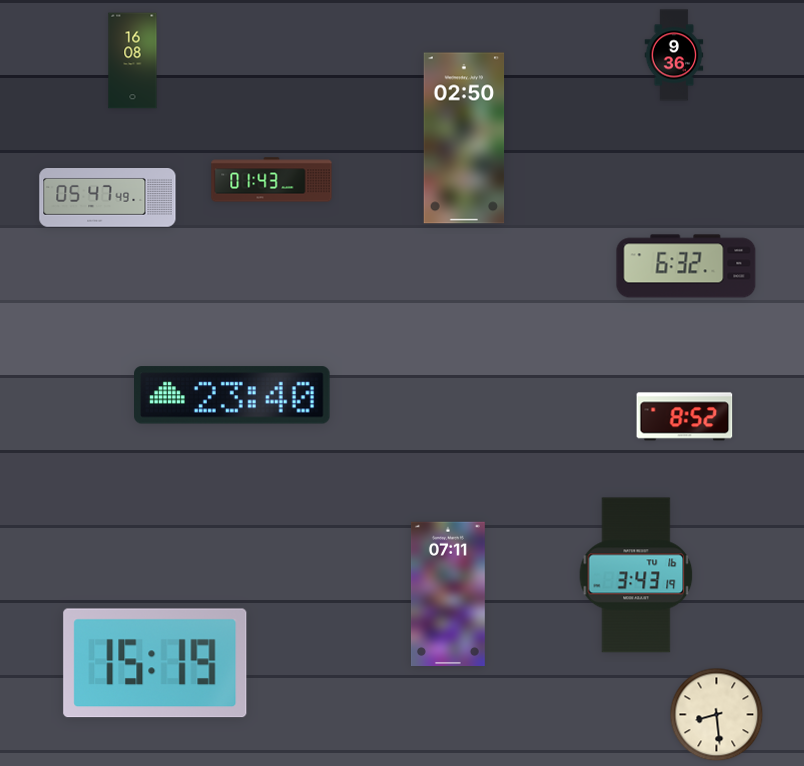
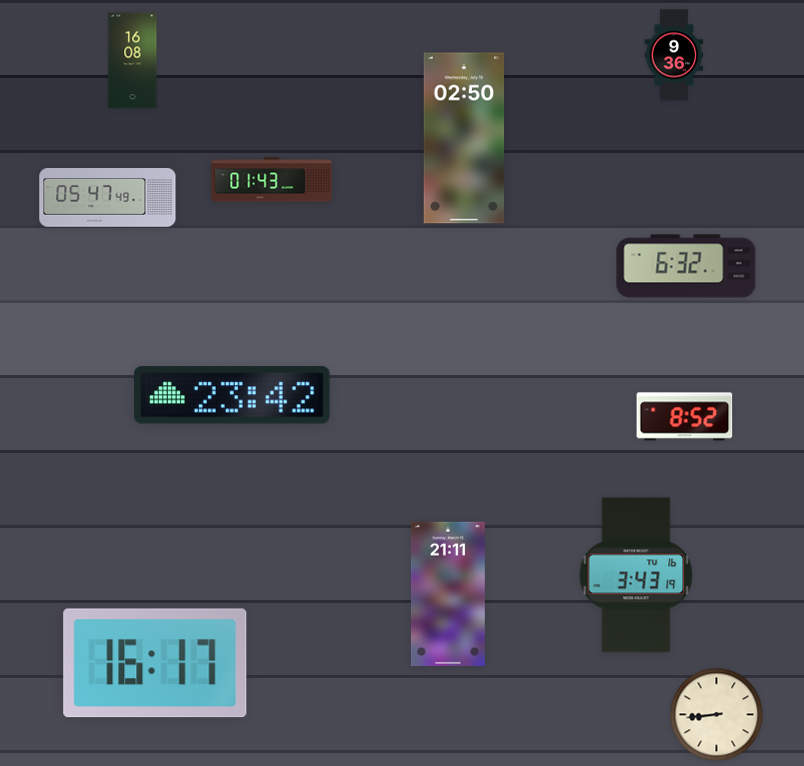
clock at (233, 395): 23:40 -> 23:42
clock at (448, 593): 07:11 -> 21:11
clock at (155, 663): 15:19 -> 16:17
clock at (717, 715): 8:29 -> 8:44
